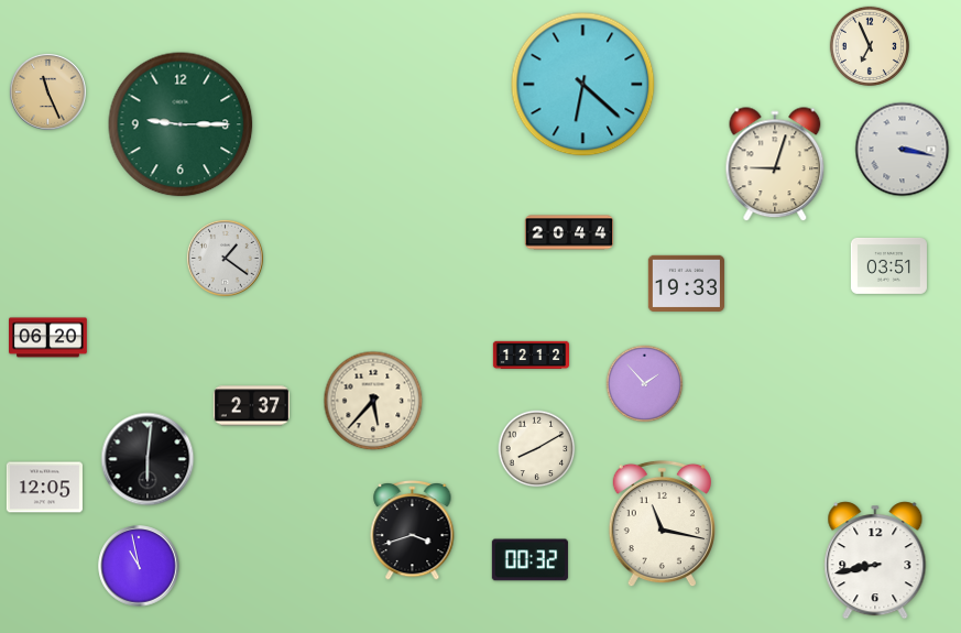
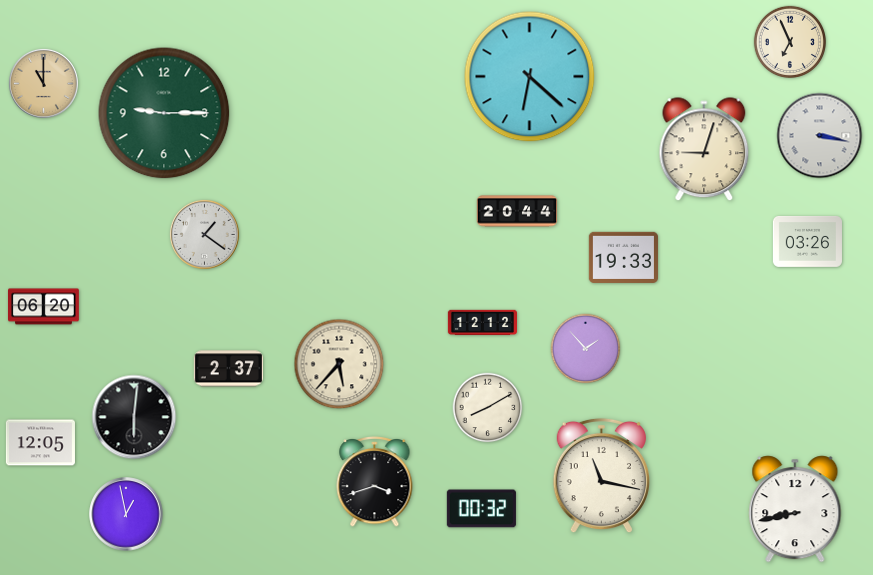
clock at (47, 91): 11:26 -> 11:00
clock at (888, 265): 03:51 -> 03:26
clock at (139, 566): 10:58 -> 12:58
